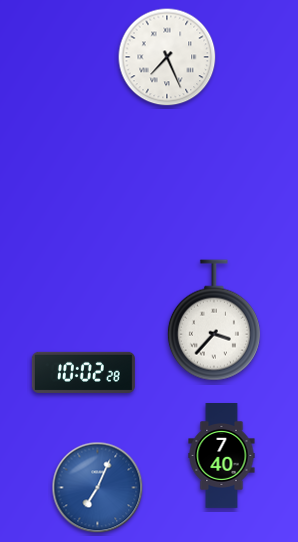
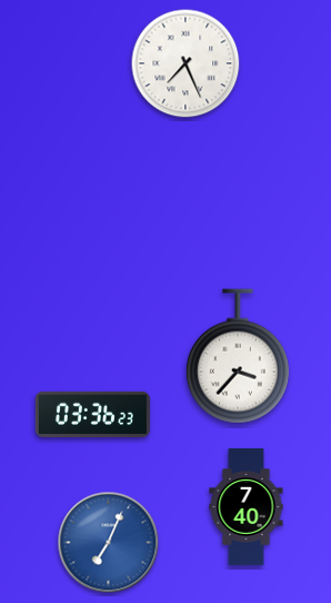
clock at (83, 372): 10:02 -> 03:36
